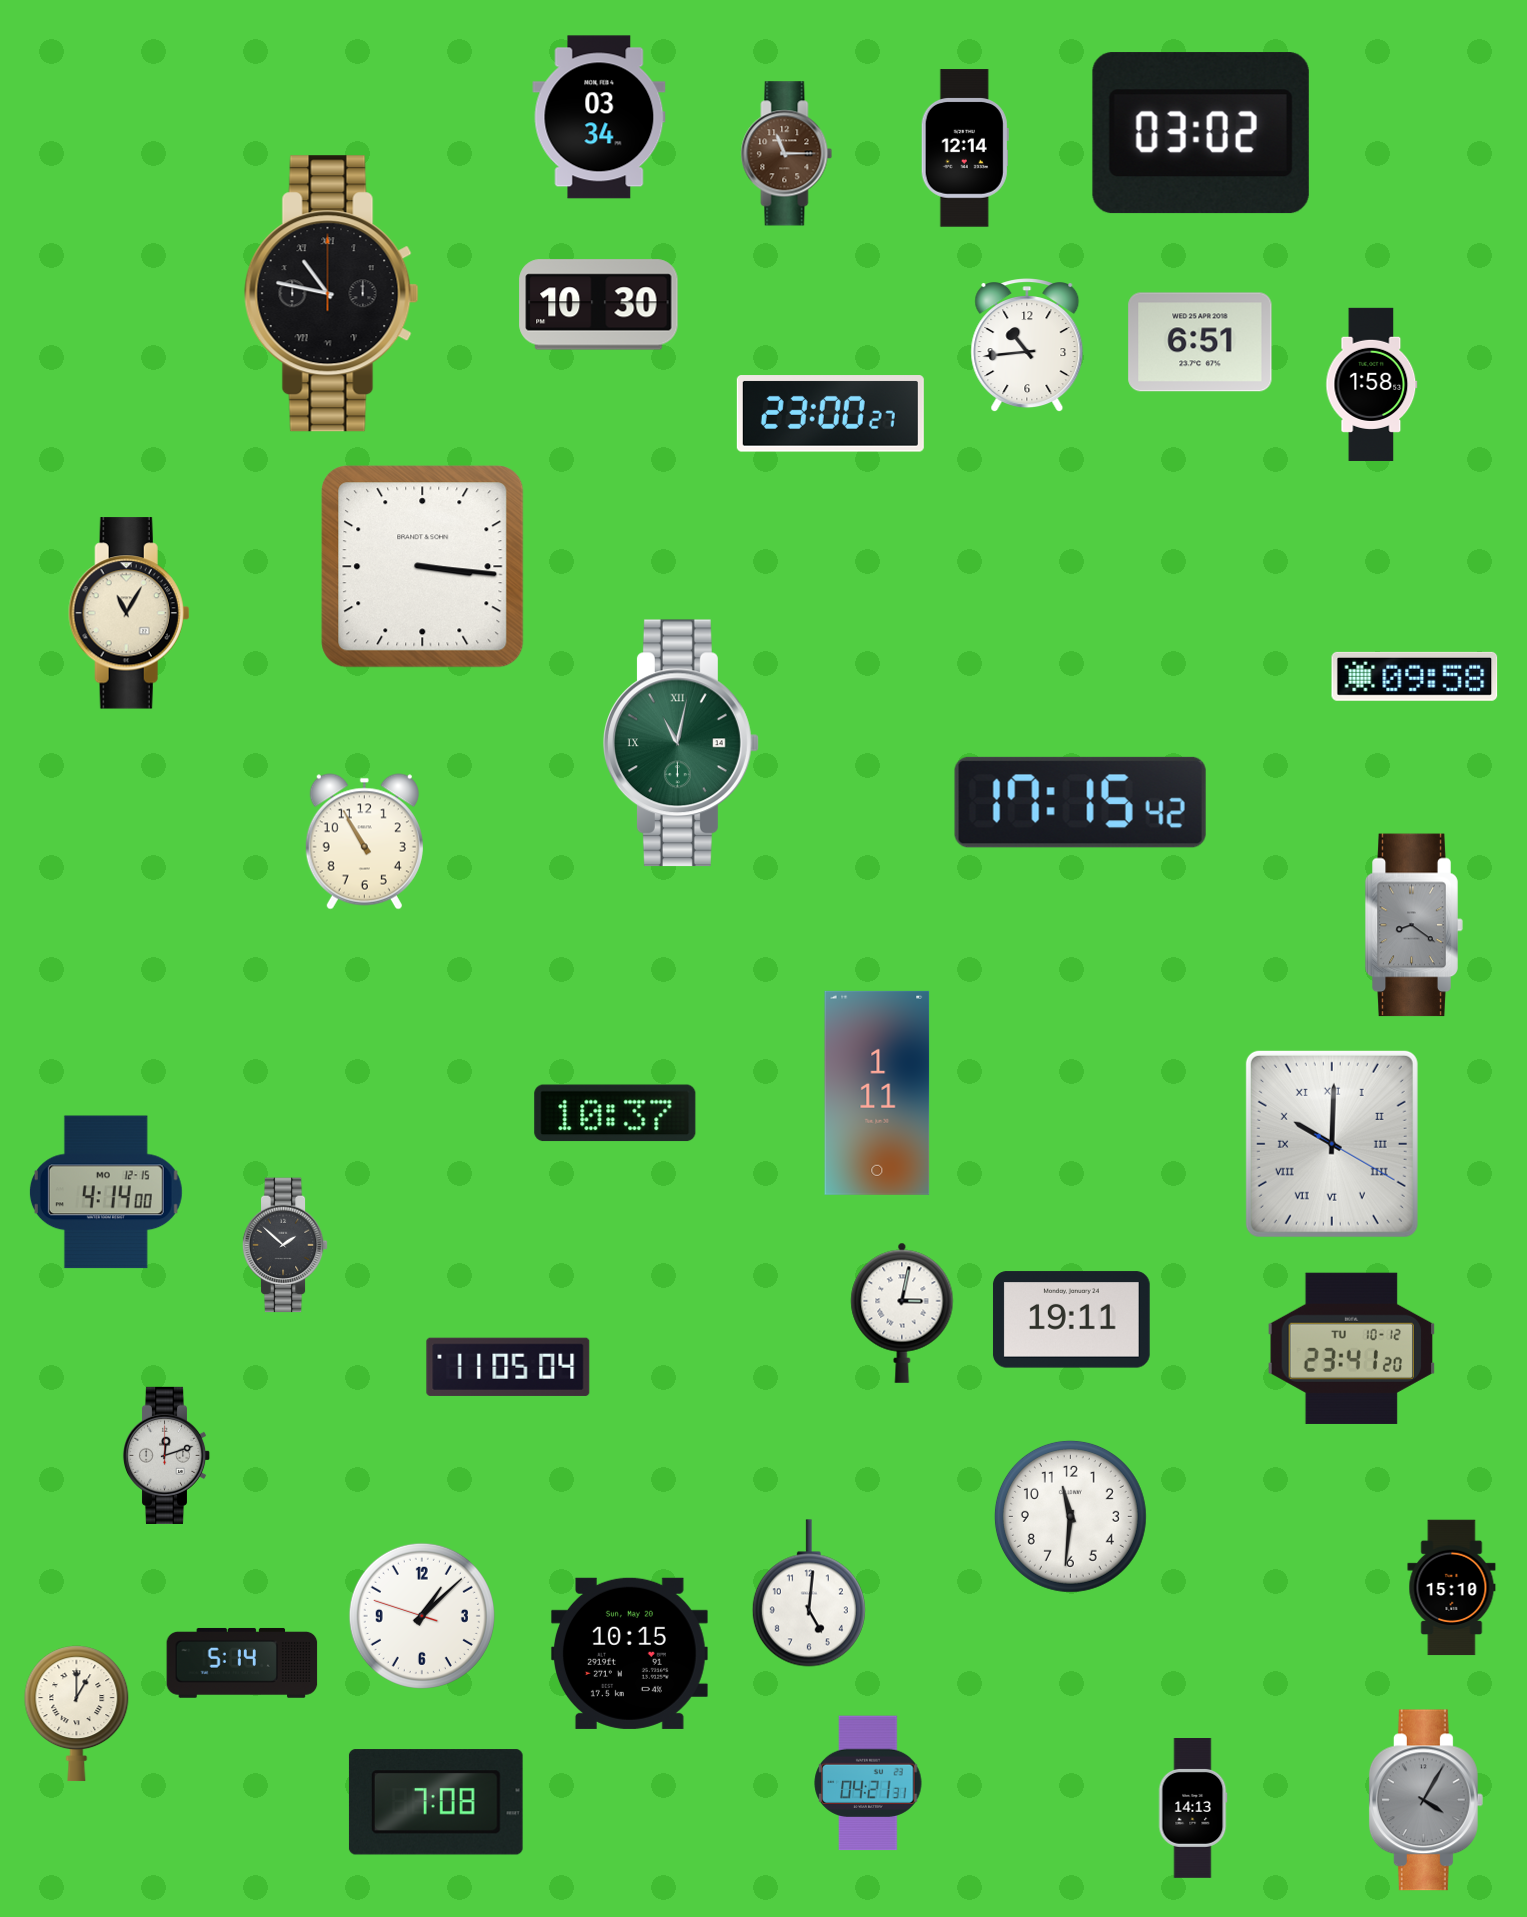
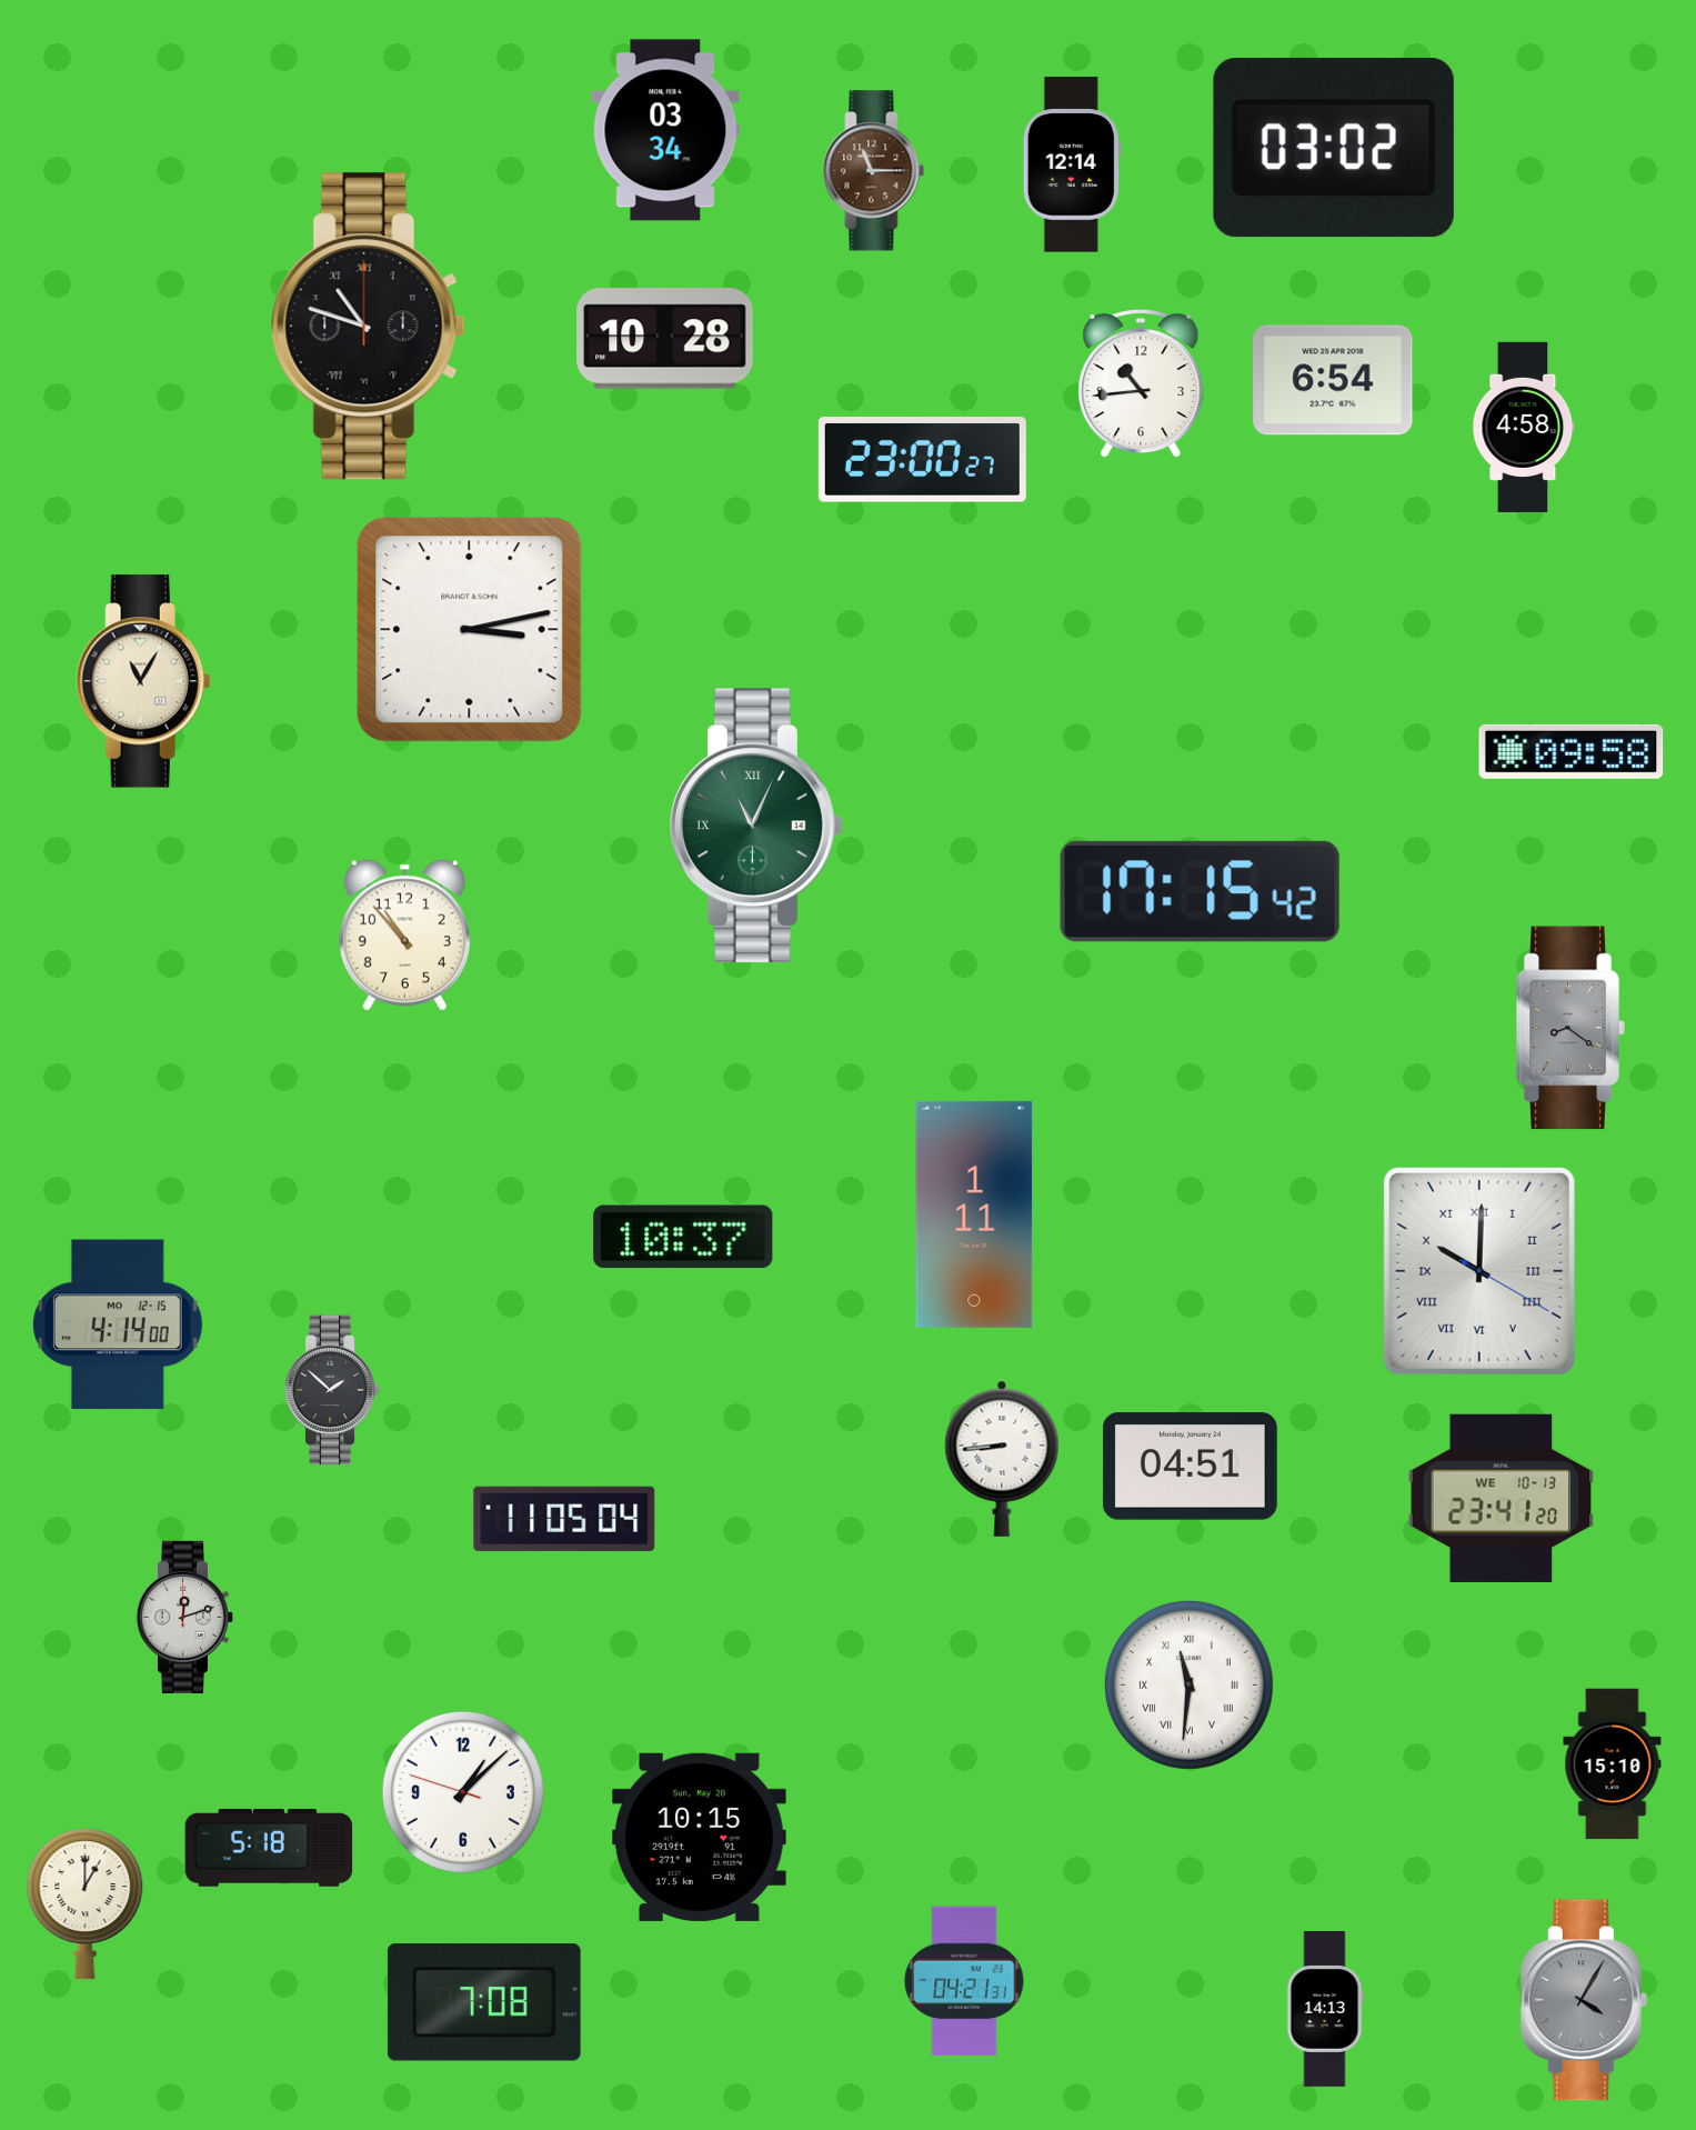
clock at (331, 294): 10:47 -> 10:48
clock at (599, 305): 10:30 -> 10:28
clock at (1200, 342): 6:51 -> 6:54
clock at (1372, 384): 1:58 -> 4:58
clock at (423, 567): 3:16 -> 3:13
clock at (682, 743): 11:02 -> 11:04
clock at (364, 842): 10:55 -> 10:53
clock at (285, 1245) position: (285, 1245) -> (332, 1390)
clock at (902, 1313): 3:02 -> 8:44
clock at (1071, 1320): 19:11 -> 04:51
clock at (1352, 1348) date: TU 10-12 -> WE 10-13
clock at (1070, 1516) numerals: Arabic -> Roman
clock at (809, 1593): 5:01 -> none
clock at (422, 1616) position: (422, 1616) -> (463, 1792)
clock at (242, 1663): 5:14 -> 5:18
